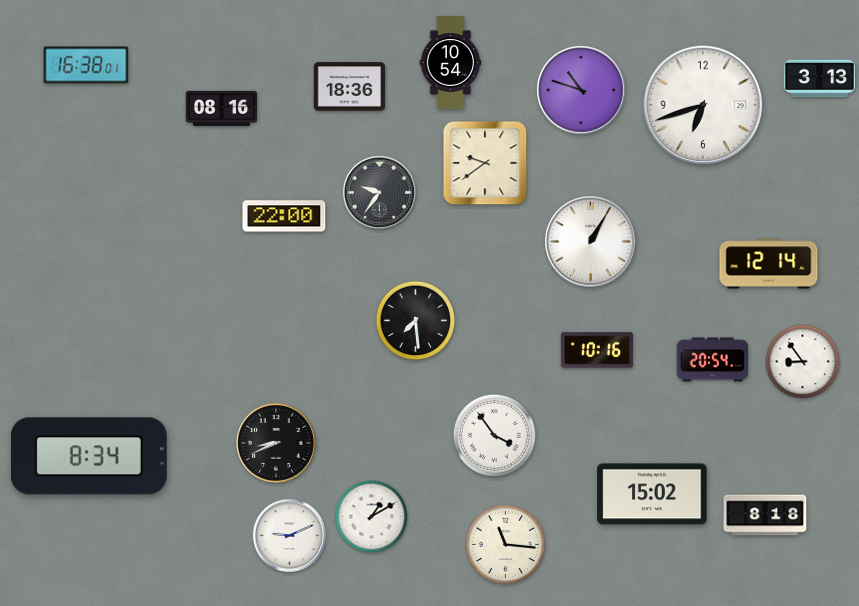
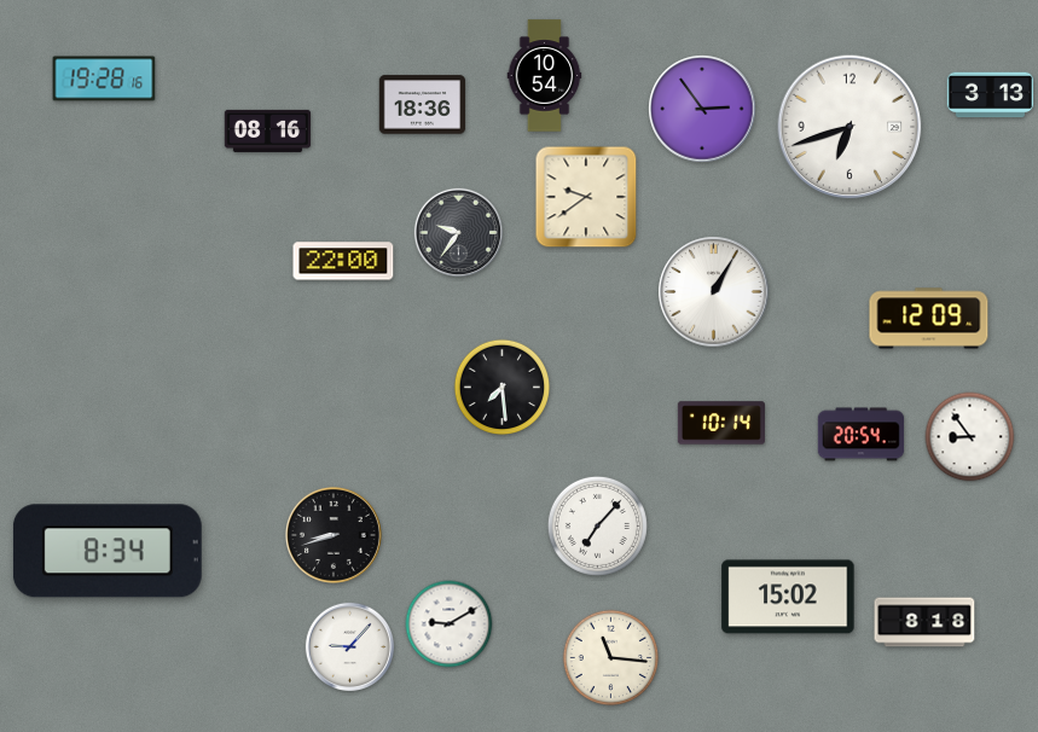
clock at (86, 65): 16:38 -> 19:28
clock at (581, 90): 10:48 -> 2:54
clock at (769, 264): 12:14 -> 12:09
clock at (597, 350): 10:16 -> 10:14
clock at (494, 435): 3:54 -> 7:07
clock at (276, 443): 8:41 -> 8:42
clock at (372, 517): 1:10 -> 9:10
clock at (289, 535): 9:11 -> 9:07
